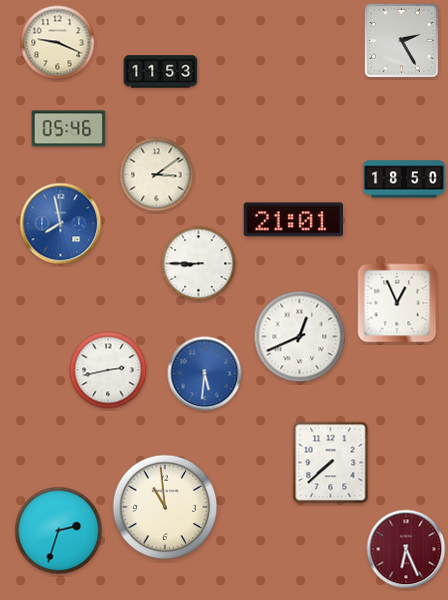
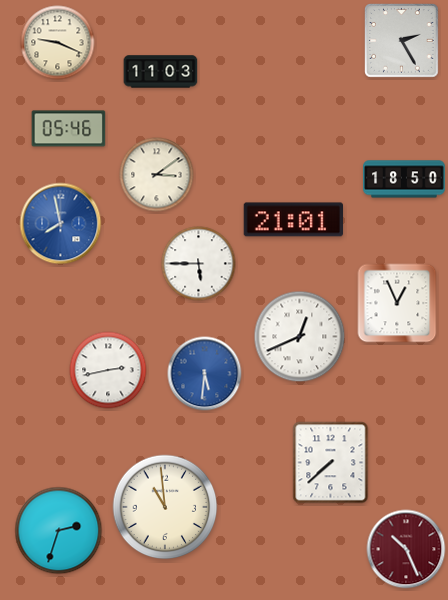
clock at (161, 72): 11:53 -> 11:03
clock at (199, 264): 8:45 -> 5:45
clock at (406, 549): 6:26 -> 10:26
